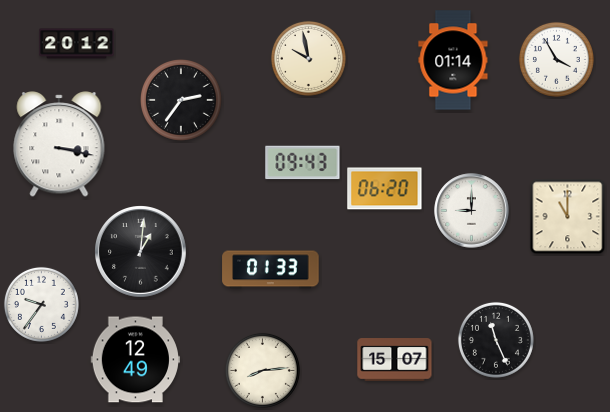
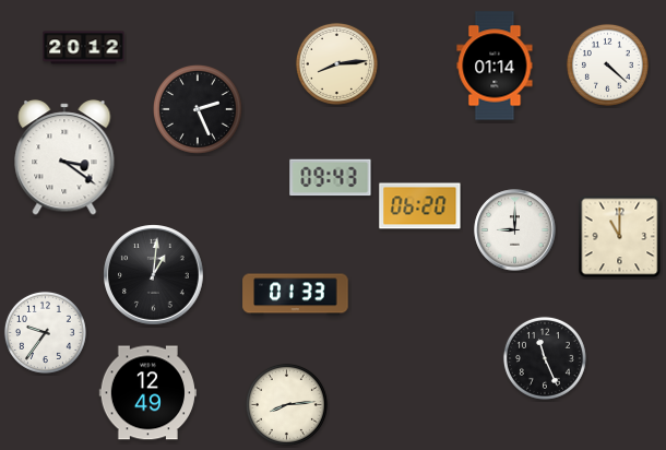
clock at (308, 58): 9:58 -> 8:14
clock at (556, 59): 3:55 -> 4:22
clock at (181, 100): 2:36 -> 2:26
clock at (59, 144): 3:17 -> 3:21
clock at (496, 340) position: (496, 340) -> (545, 358)
clock at (395, 360): 15:07 -> none
